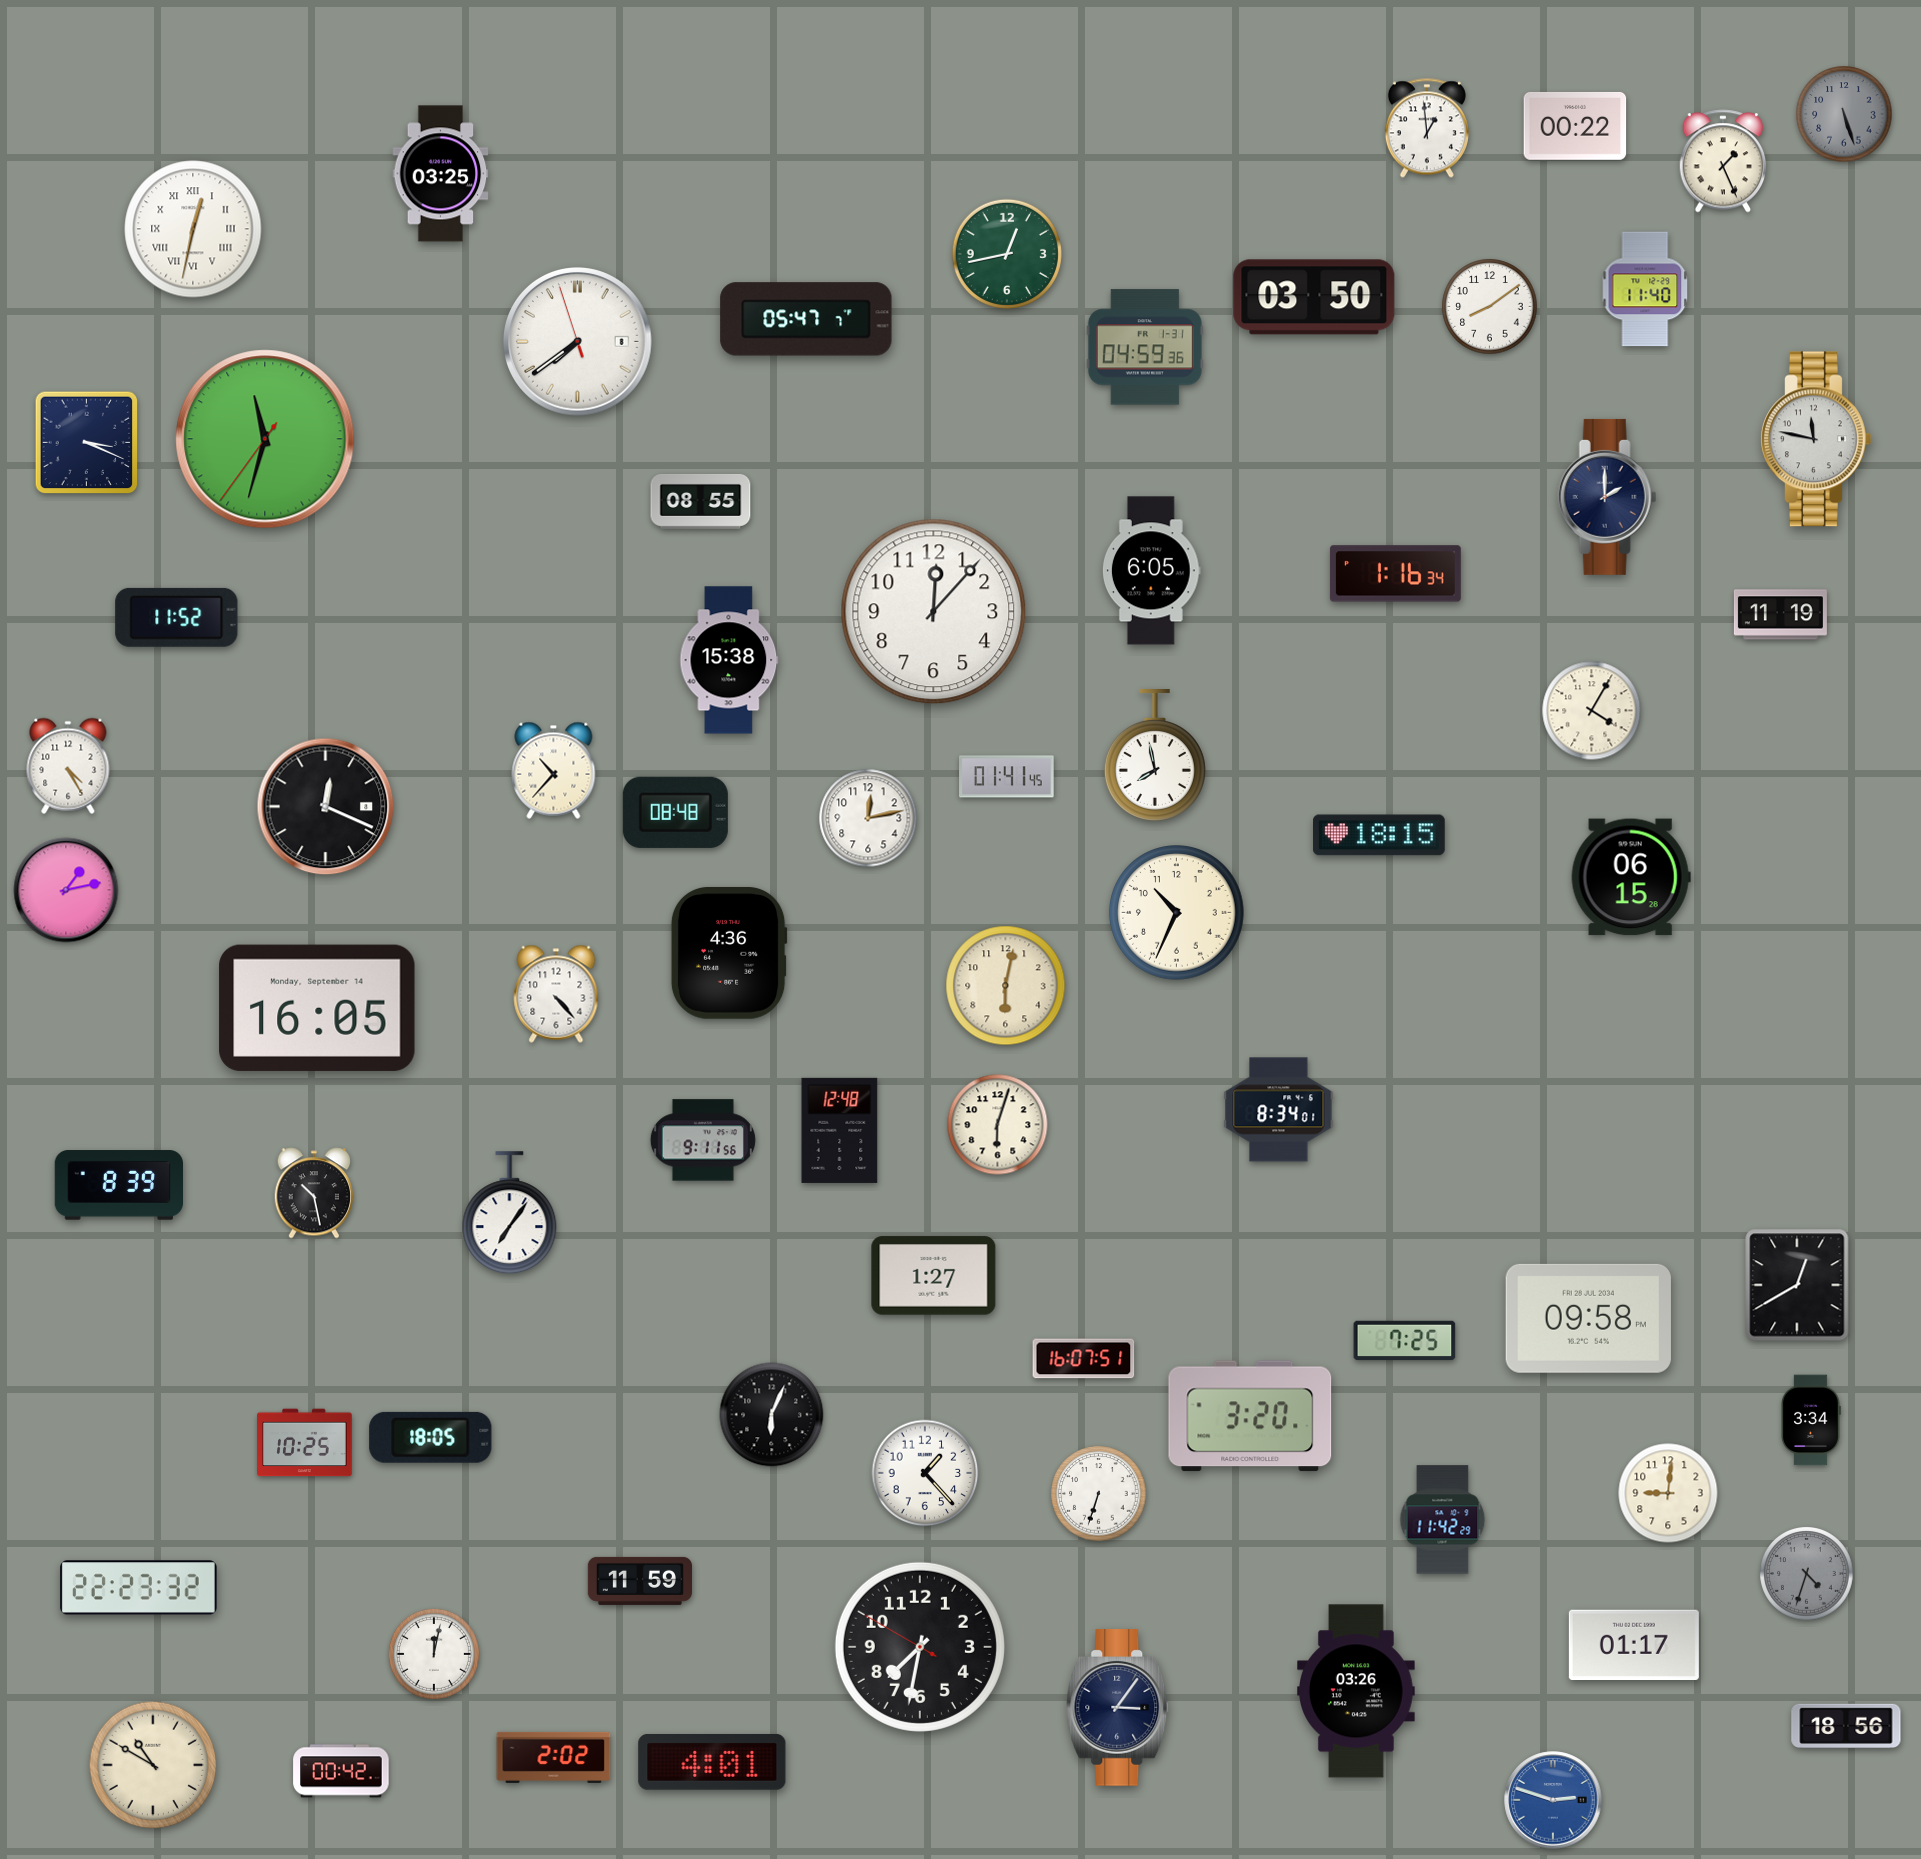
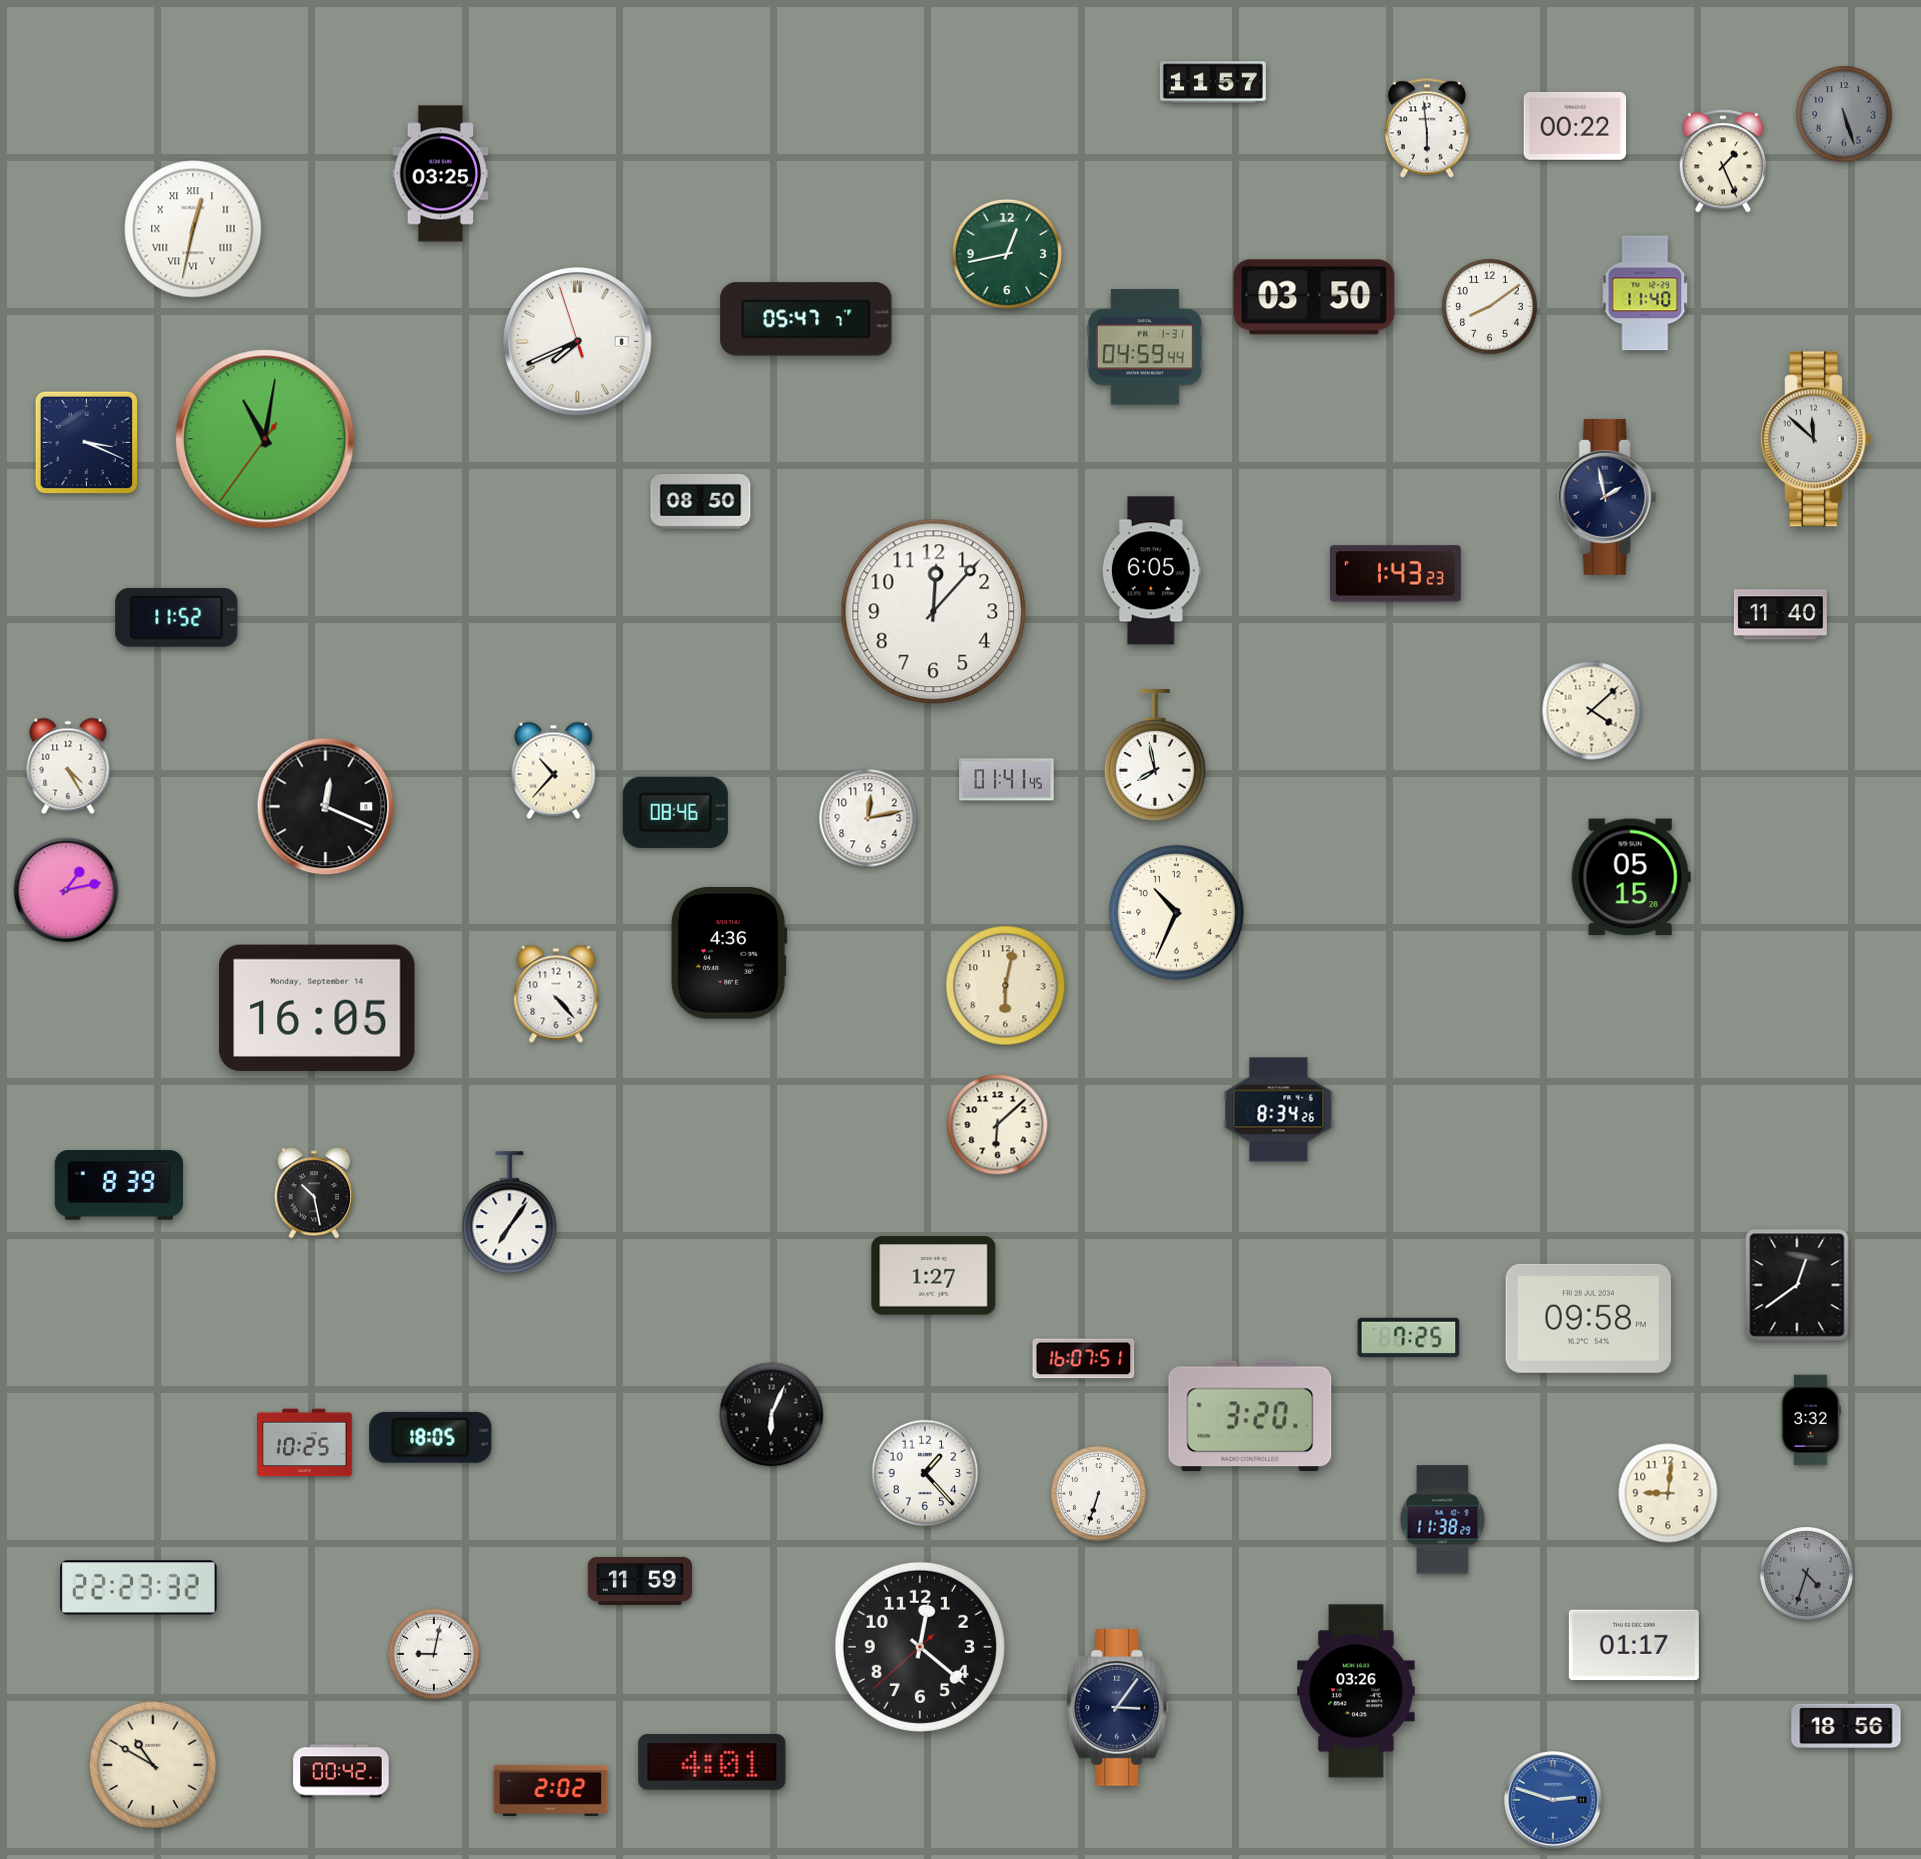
clock at (1213, 82): none -> 11:57
clock at (1427, 128): 12:59 -> 5:59
clock at (1645, 289) position: (1645, 289) -> (1645, 293)
clock at (578, 342): 7:38 -> 7:40
clock at (1145, 347): 04:59:36 -> 04:59:44
clock at (265, 439): 11:32 -> 11:01
clock at (1816, 439): 11:47 -> 11:52
clock at (1607, 497): 2:00 -> 1:58
clock at (701, 501): 08:55 -> 08:50
clock at (1395, 574): 1:16 -> 1:43
clock at (1780, 615): 11:19 -> 11:40
clock at (729, 660): 15:38 -> none
clock at (1592, 711): 4:05 -> 4:08
clock at (1007, 777) position: (1007, 777) -> (1007, 780)
clock at (675, 812): 08:48 -> 08:46
clock at (1380, 835): 18:15 -> none
clock at (1631, 877): 06:15 -> 05:15
clock at (1279, 1110): 8:34:01 -> 8:34:26
clock at (998, 1125): 6:03 -> 6:08
clock at (840, 1130): 12:48 -> none
clock at (703, 1140): 9:11 -> none
clock at (1797, 1285): 12:40 -> 12:39
clock at (1405, 1341) position: (1405, 1341) -> (1409, 1338)
clock at (1811, 1420): 3:34 -> 3:32
clock at (1443, 1520): 11:42 -> 11:38
clock at (920, 1647): 7:31 -> 12:21
clock at (434, 1654): 12:02 -> 9:02
clock at (554, 1757) position: (554, 1757) -> (551, 1790)
